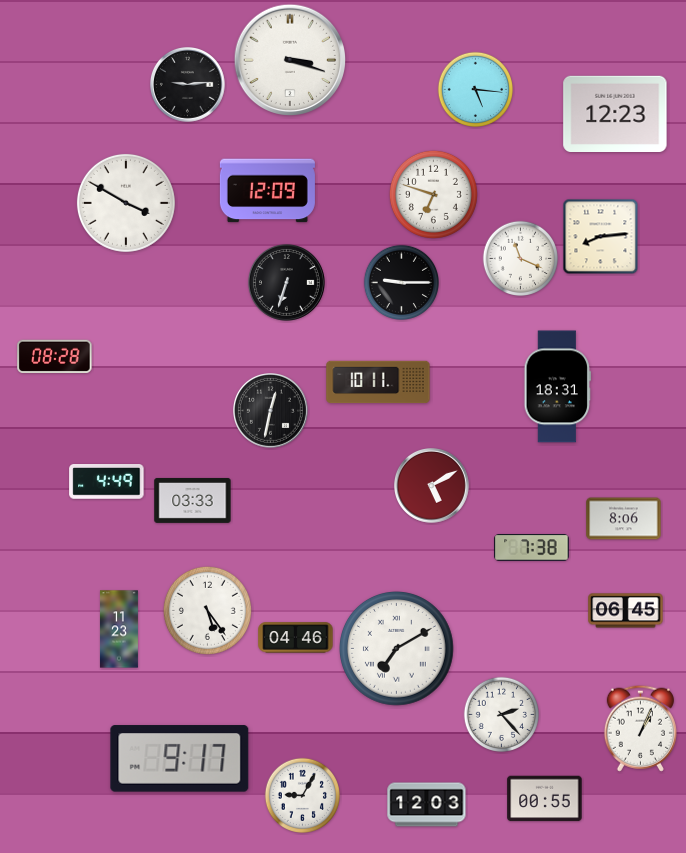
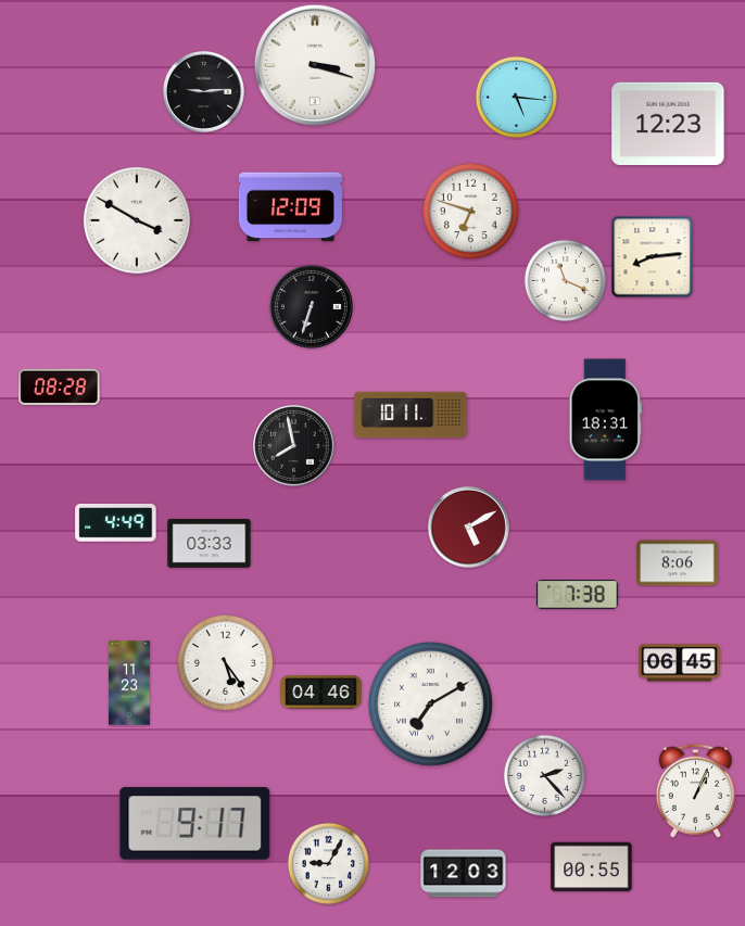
clock at (401, 282): 9:15 -> none
clock at (271, 411): 12:32 -> 7:58
